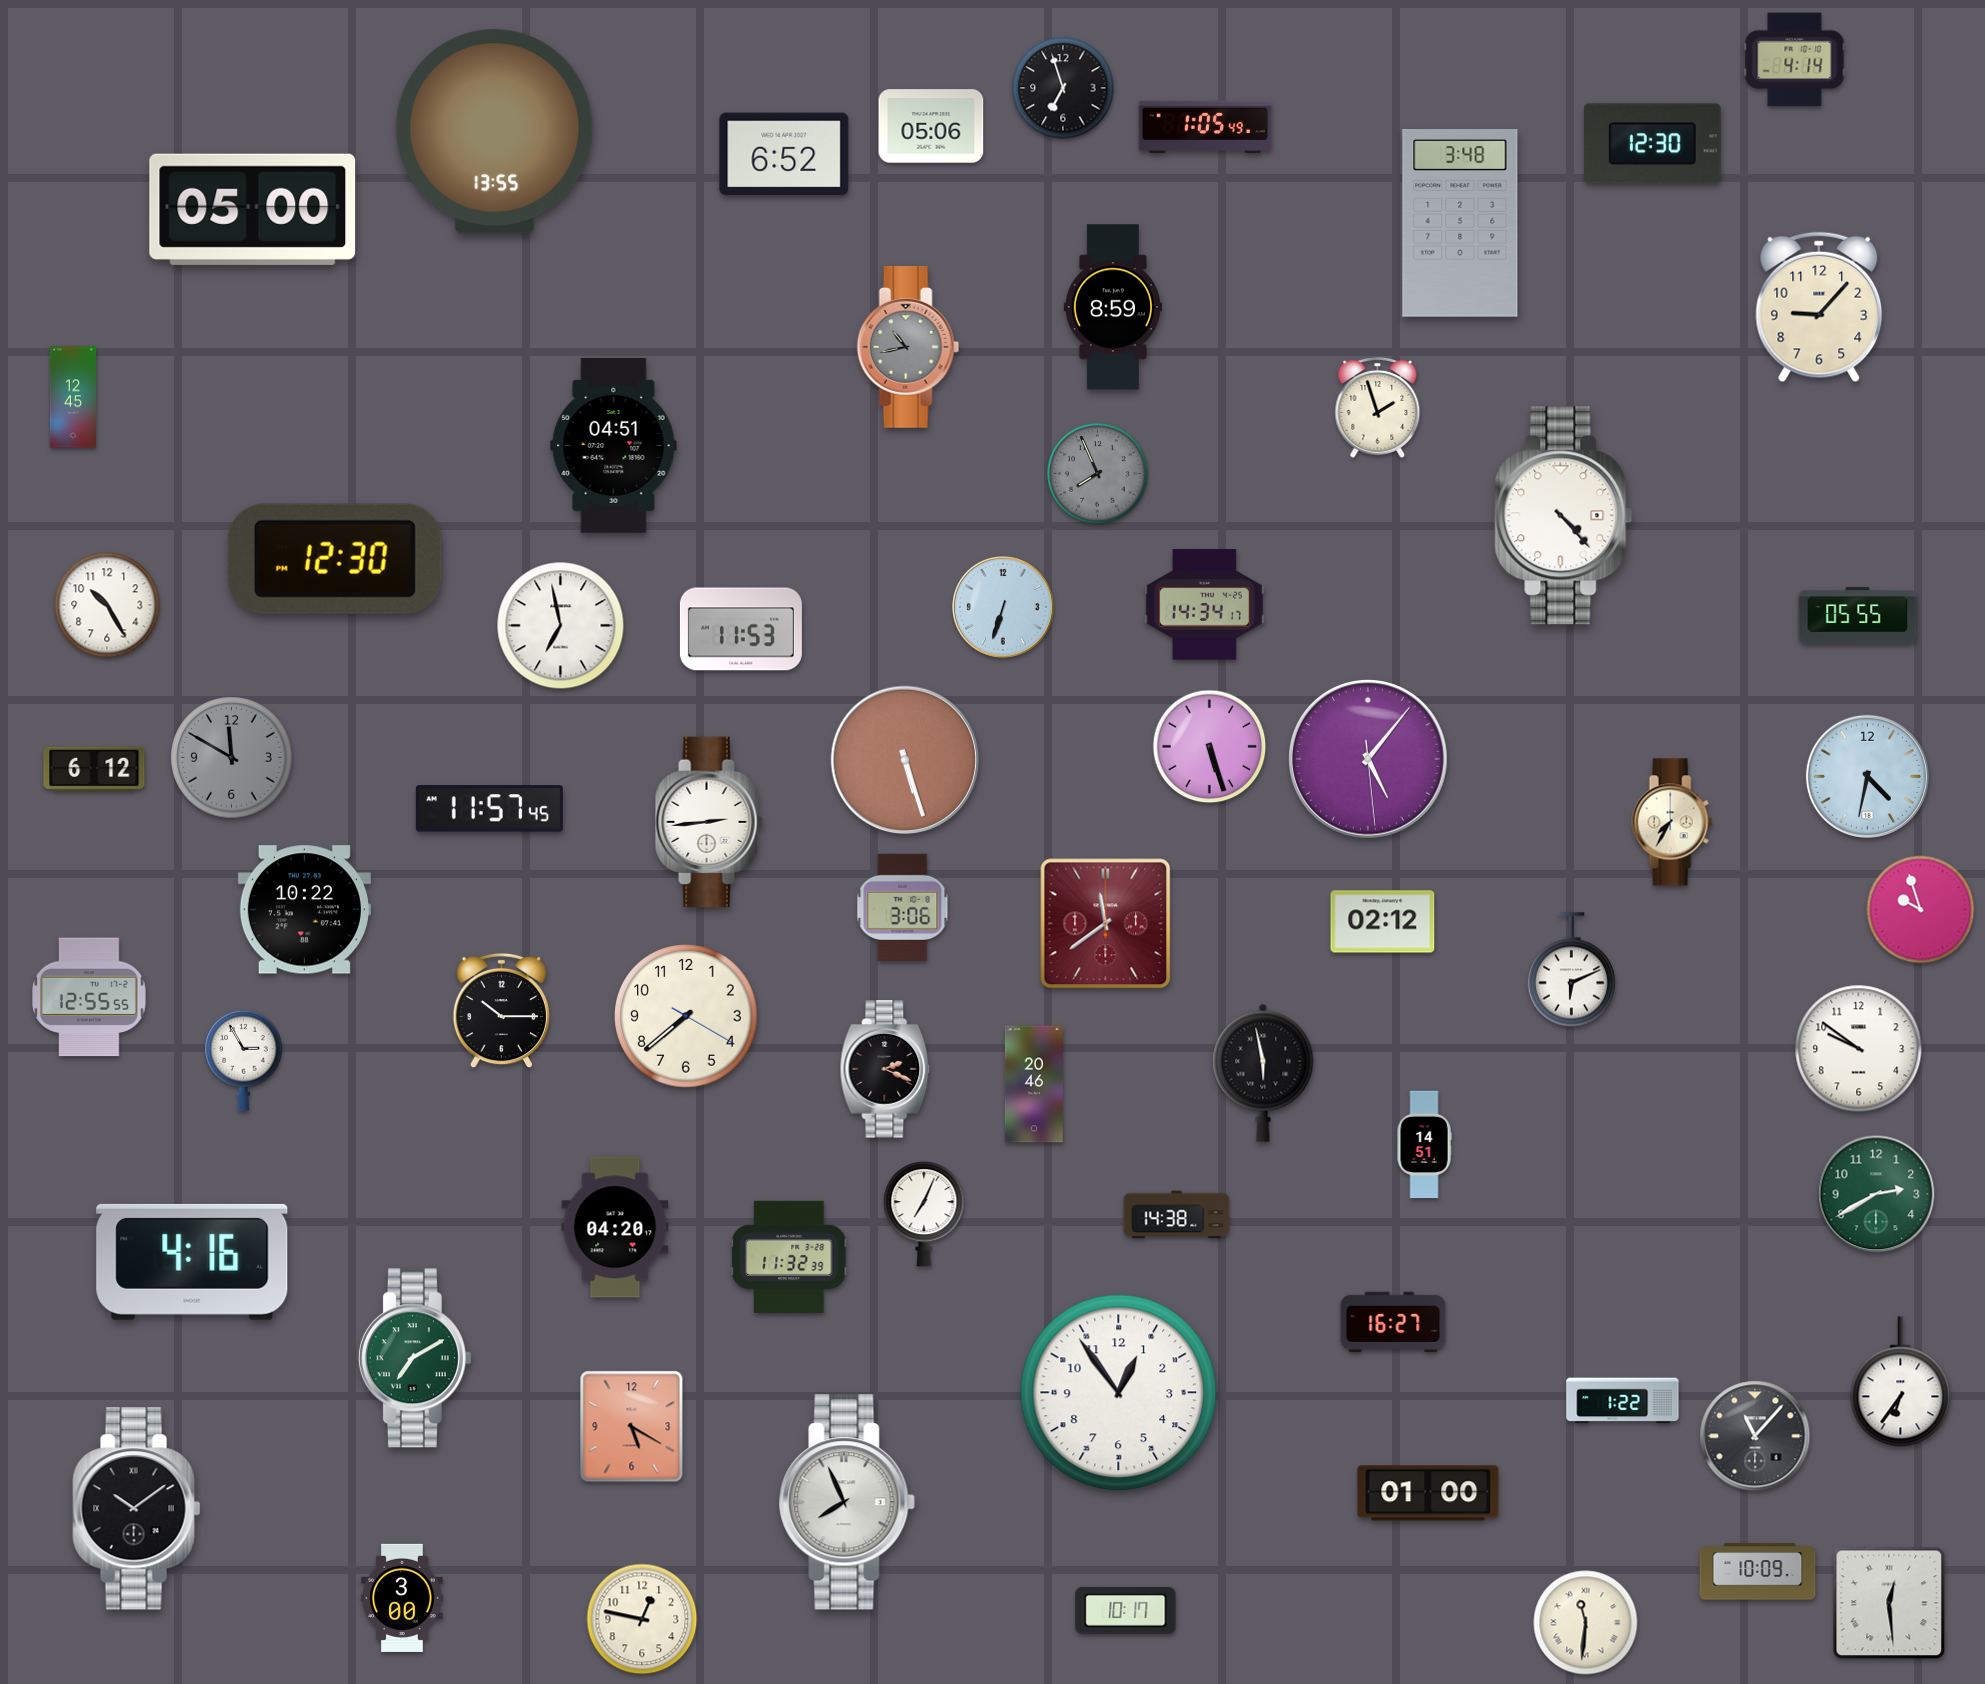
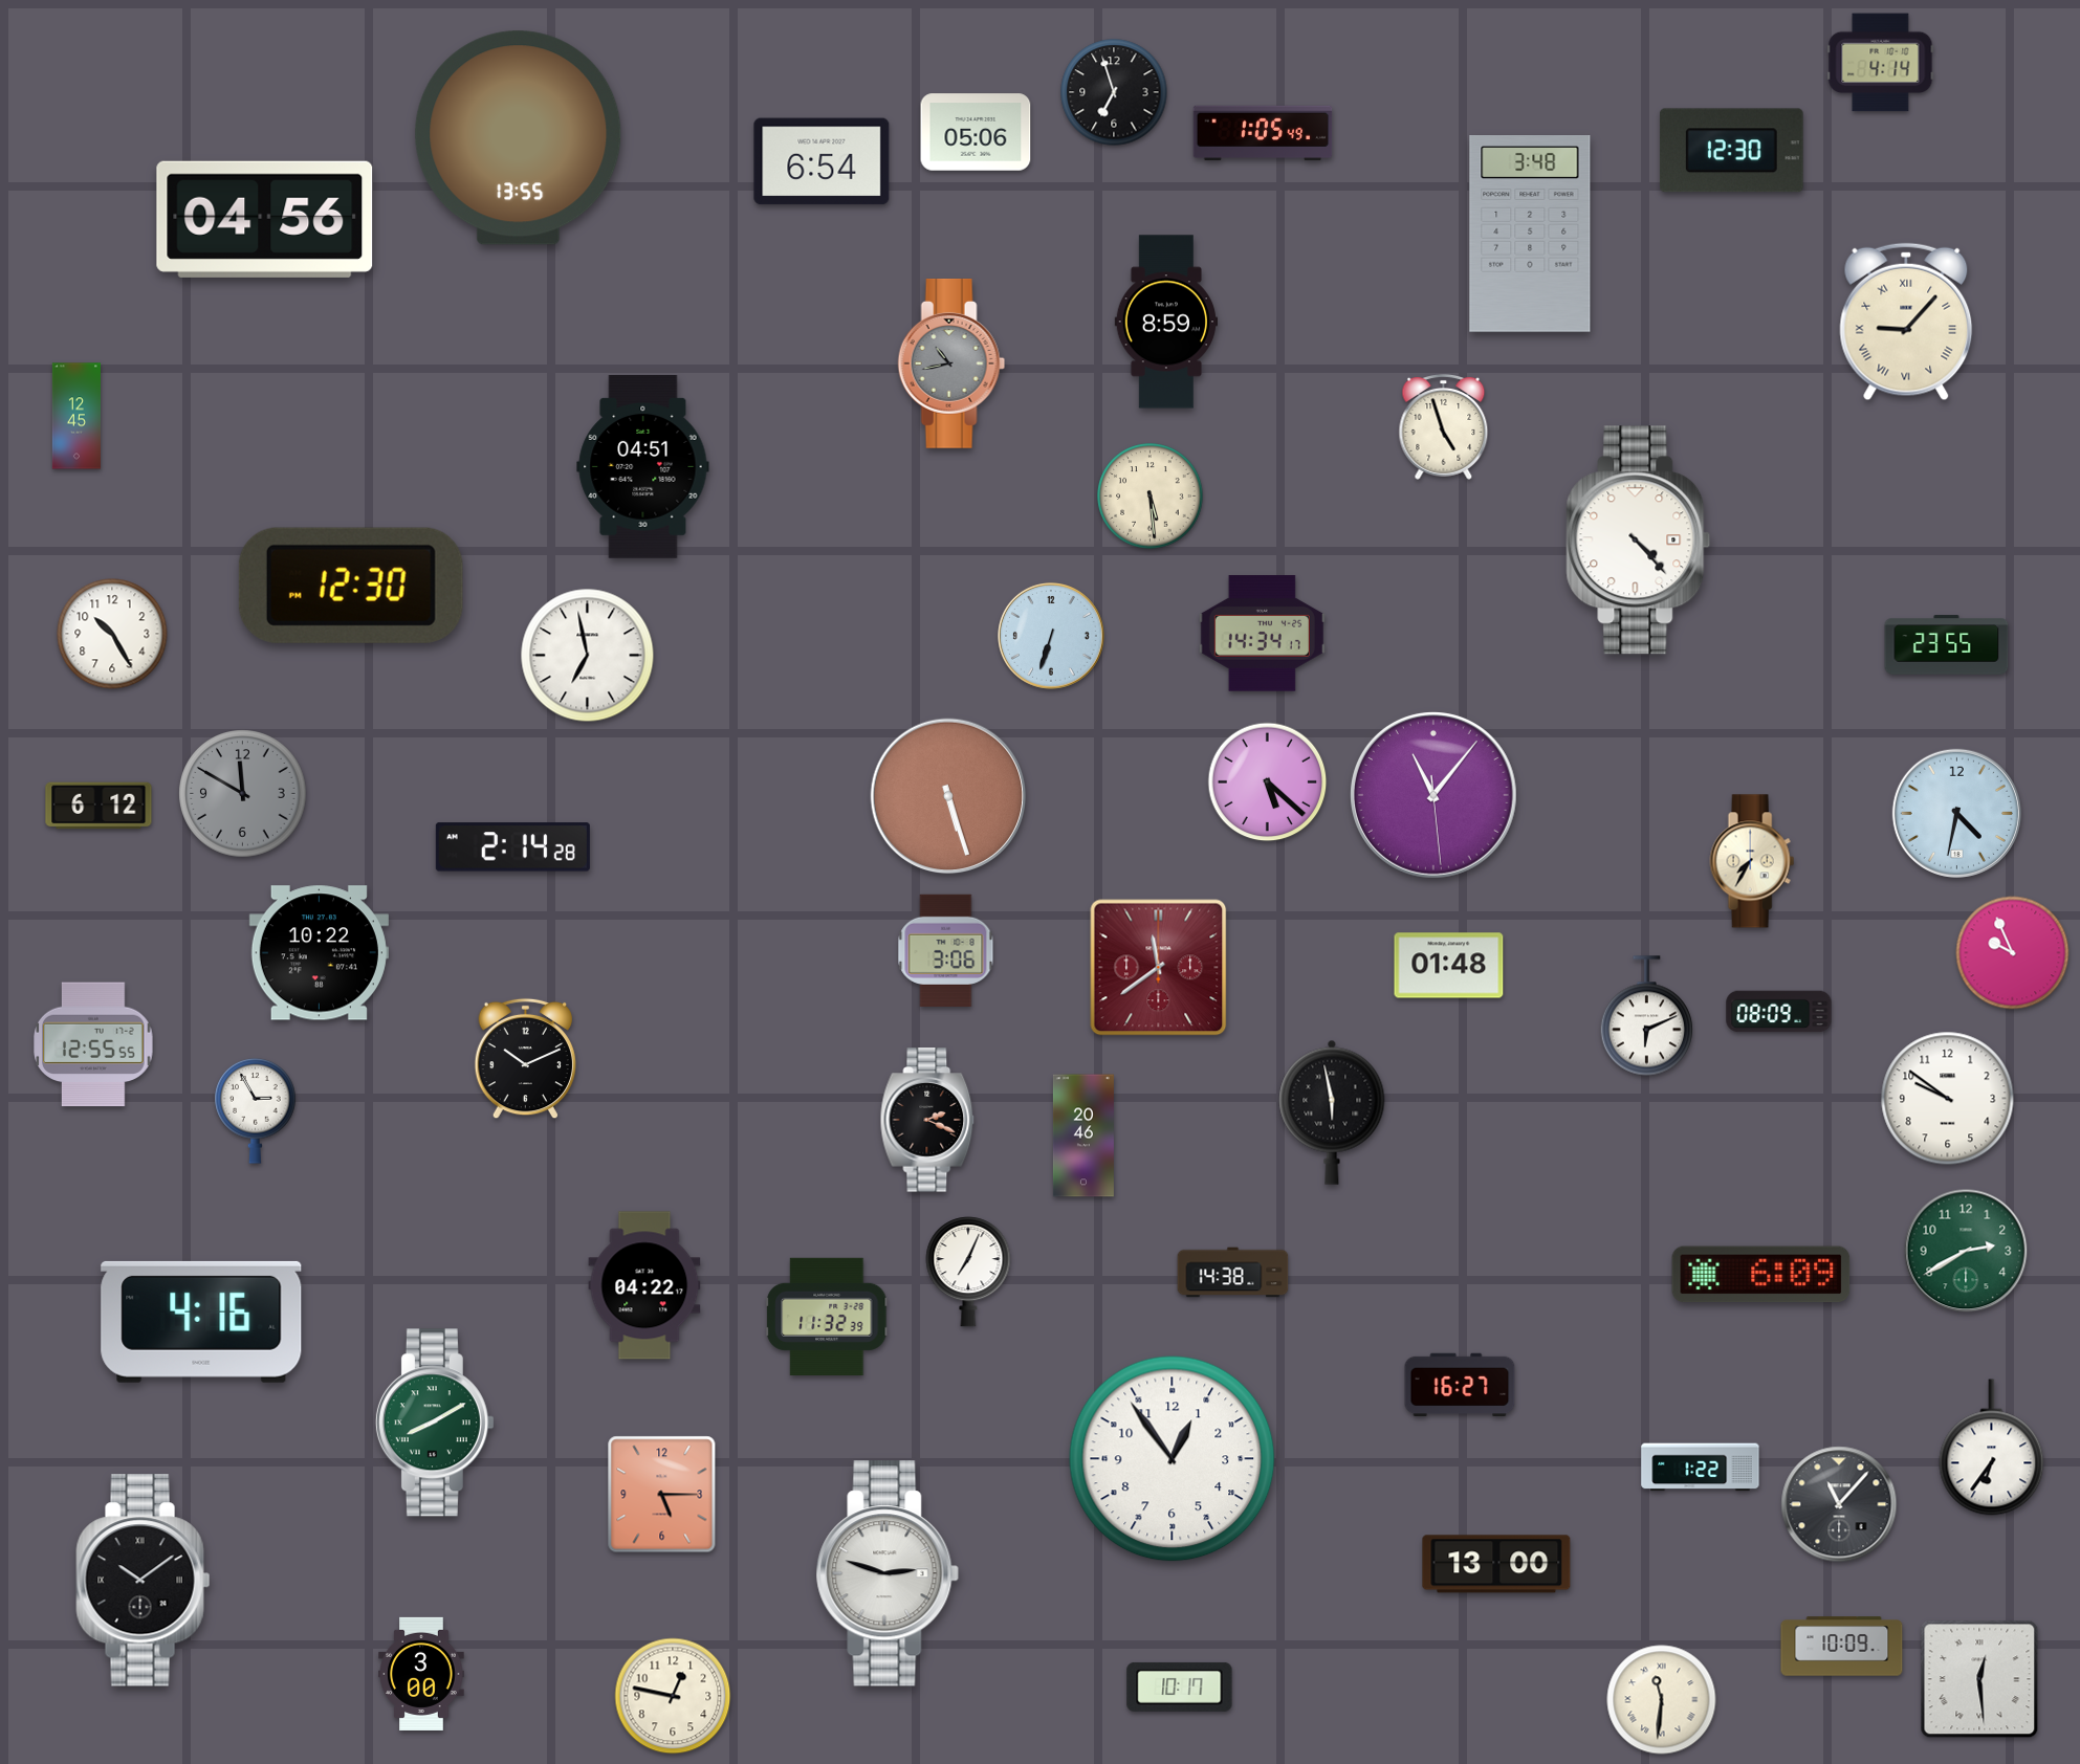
clock at (784, 154): 6:52 -> 6:54
clock at (253, 209): 05:00 -> 04:56
clock at (1819, 307) numerals: Arabic -> Roman
clock at (1378, 407): 1:57 -> 4:57
clock at (1098, 474): 7:56 -> 5:29
clock at (1098, 474) dial: grey -> cream
clock at (1858, 616): 05:55 -> 23:55
clock at (741, 629): 11:53 -> none
clock at (1210, 747): 5:27 -> 5:22
clock at (1368, 759): 5:06 -> 11:06
clock at (489, 809): 11:57 -> 2:14
clock at (709, 822): 2:44 -> none
clock at (1921, 910): 9:57 -> 9:56
clock at (1383, 922): 02:12 -> 01:48
clock at (1779, 1012): none -> 08:09
clock at (501, 1011): 10:15 -> 10:11
clock at (686, 1016): 7:38 -> none
clock at (1263, 1073) position: (1263, 1073) -> (1332, 1112)
clock at (1424, 1145): 14:51 -> none
clock at (1761, 1275): none -> 6:09
clock at (615, 1227): 04:20 -> 04:22
clock at (415, 1358): 7:10 -> 8:10
clock at (632, 1427): 5:20 -> 5:15
clock at (1428, 1493): 01:00 -> 13:00
clock at (847, 1502): 7:56 -> 2:48
